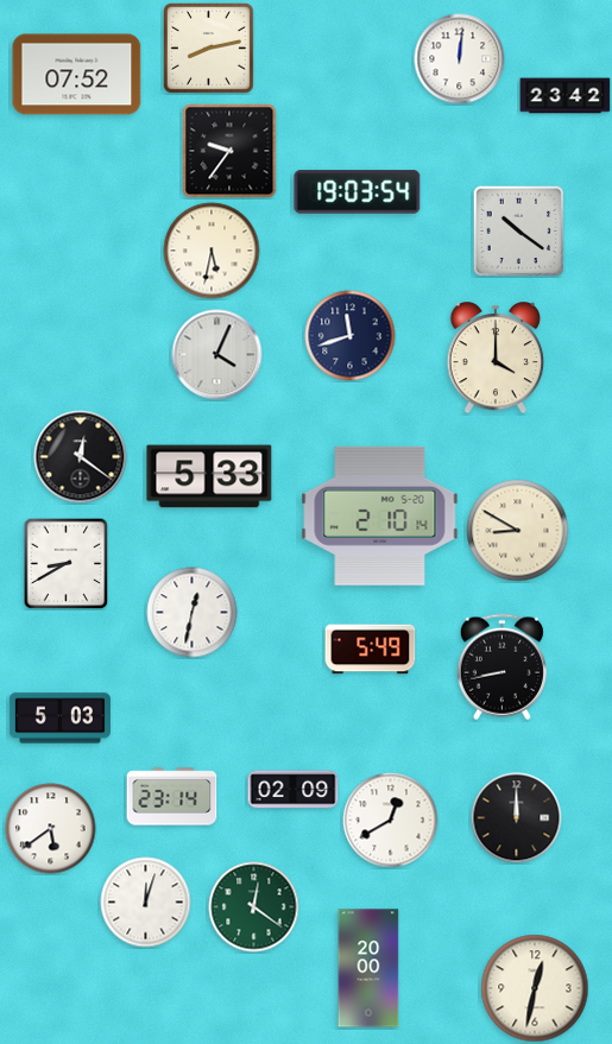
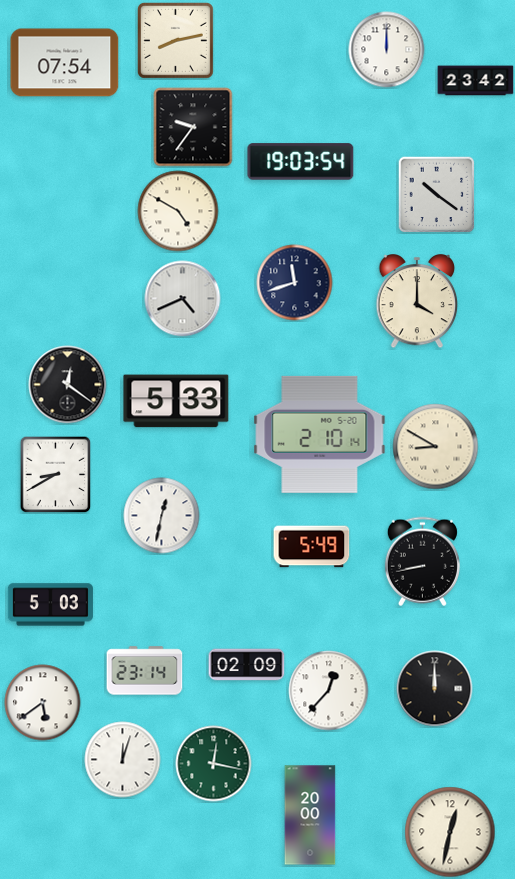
clock at (460, 59): 12:01 -> 12:00
clock at (77, 75): 07:52 -> 07:54
clock at (212, 251): 5:32 -> 4:50
clock at (217, 355): 4:04 -> 4:41
clock at (391, 821): 12:40 -> 12:37
clock at (51, 829) position: (51, 829) -> (43, 703)
clock at (254, 907): 12:21 -> 12:17
